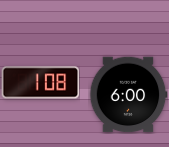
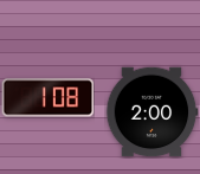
clock at (128, 95): 6:00 -> 2:00
